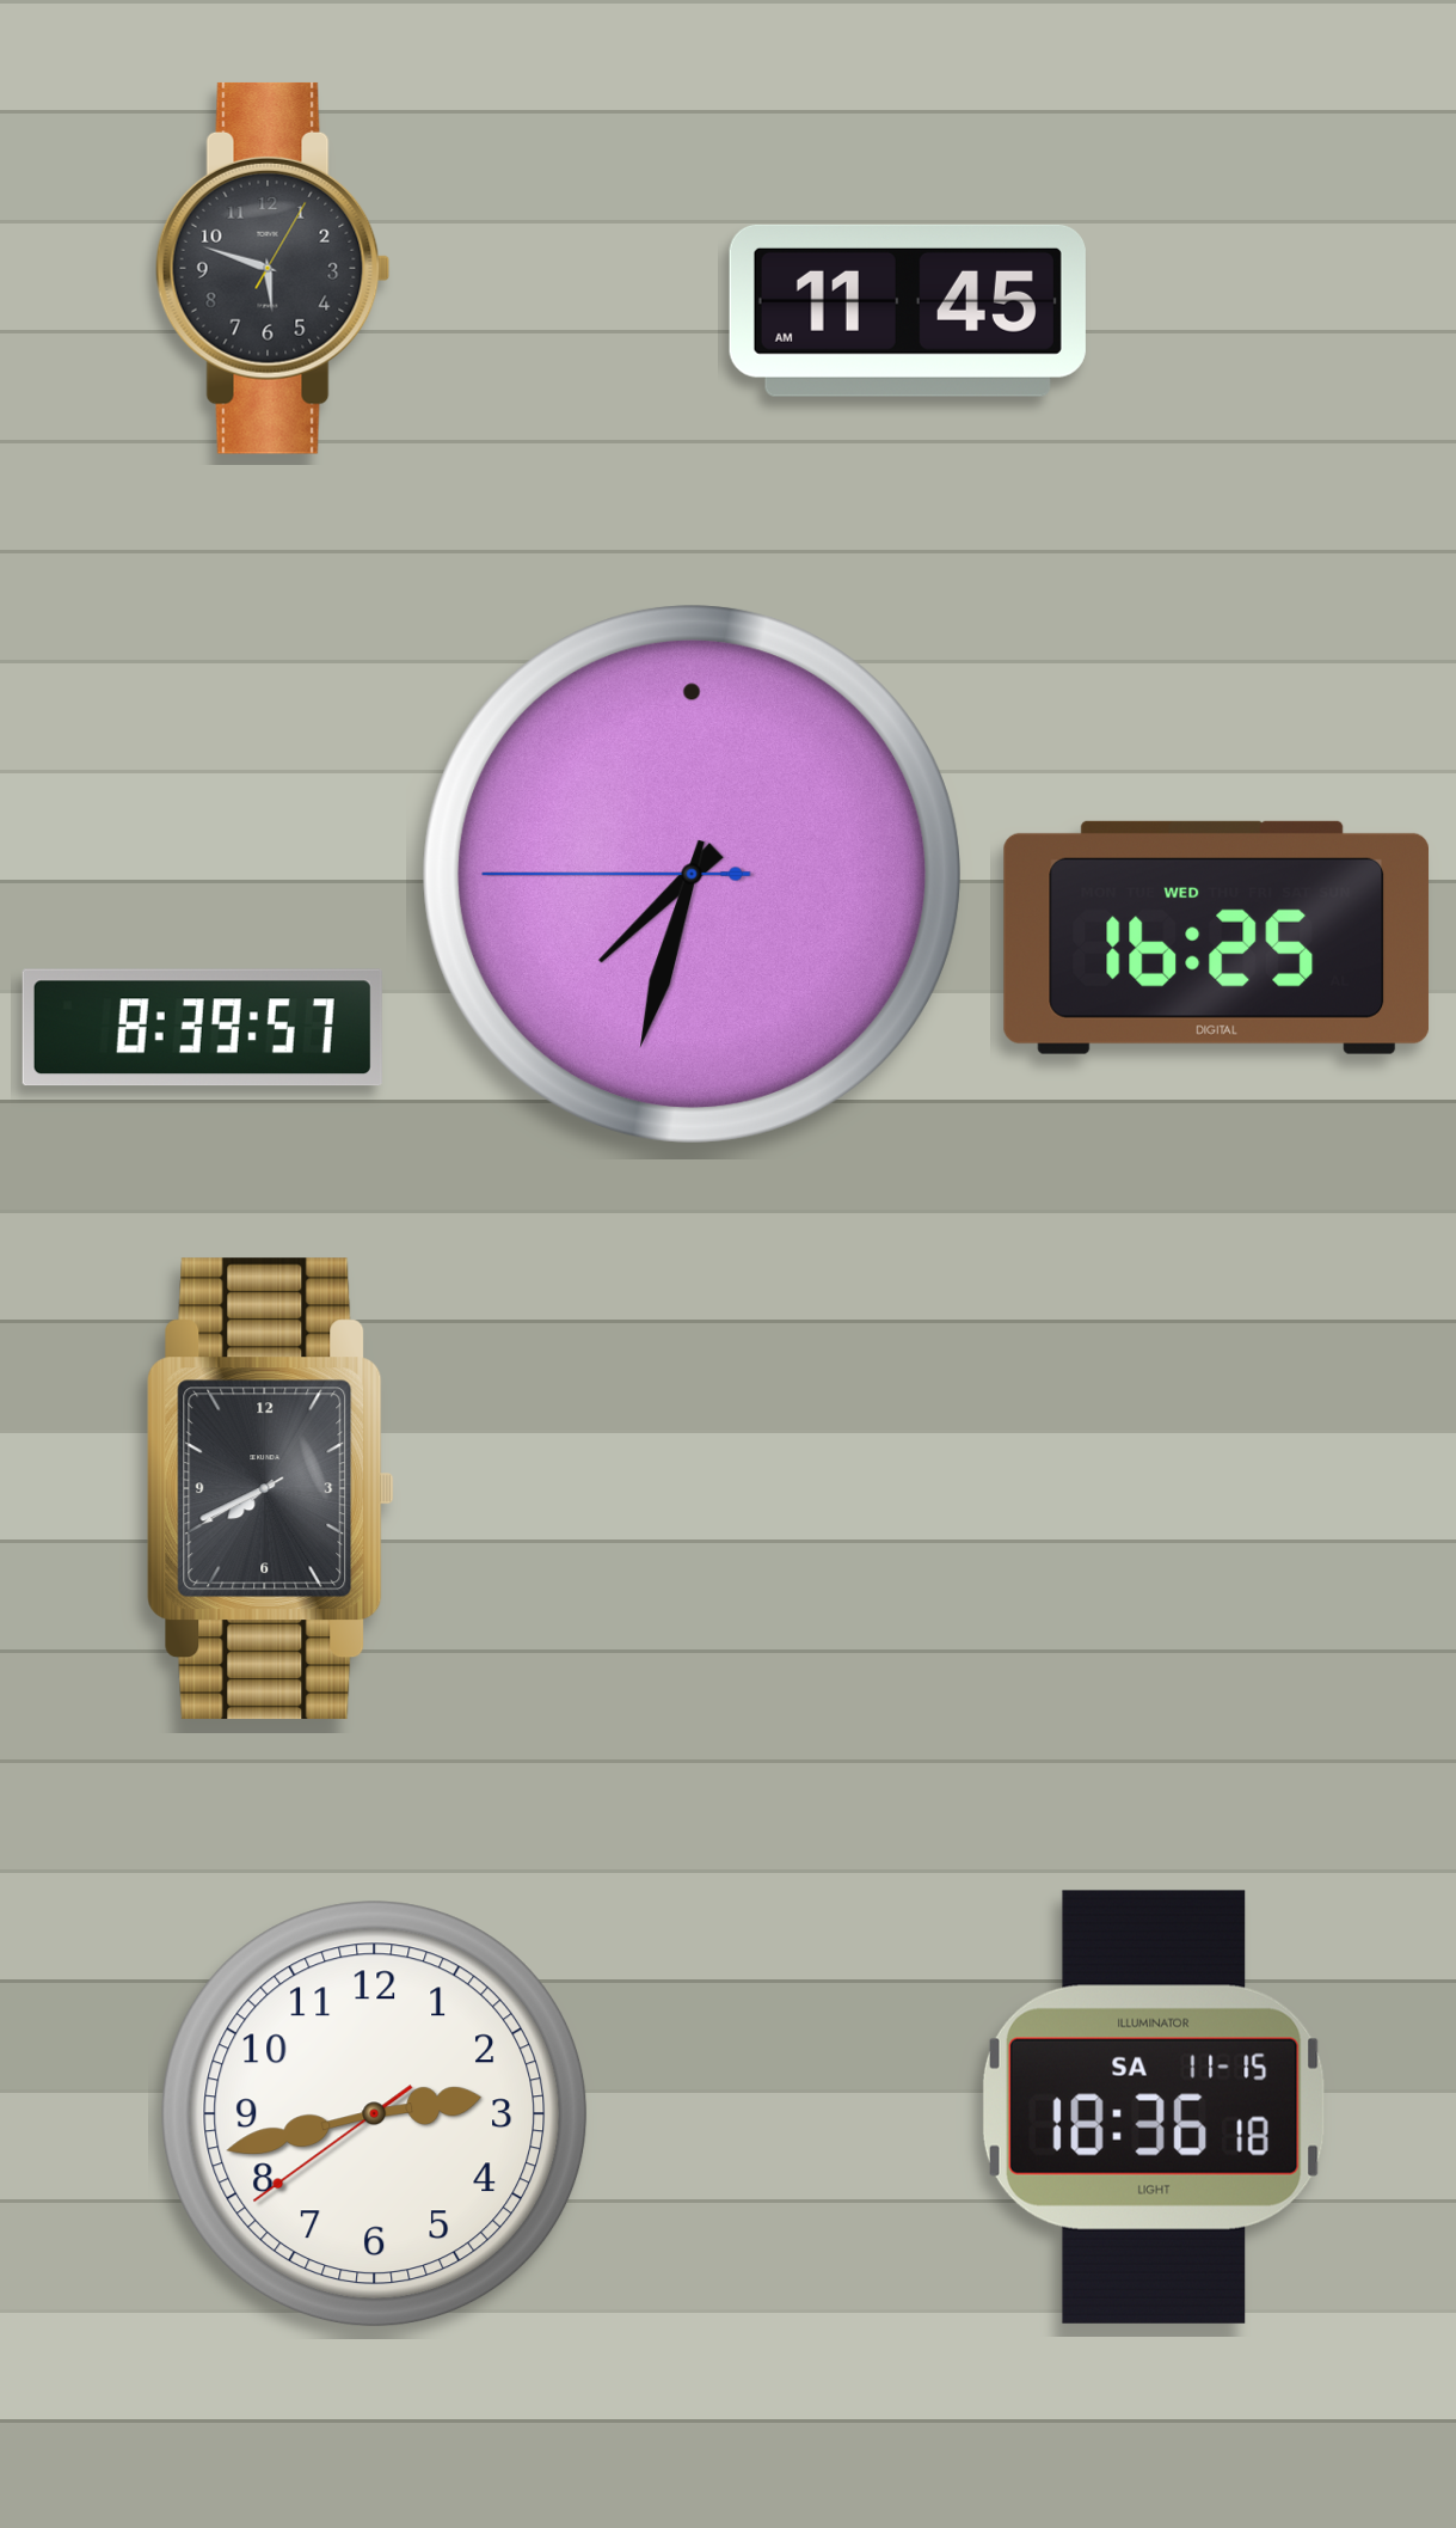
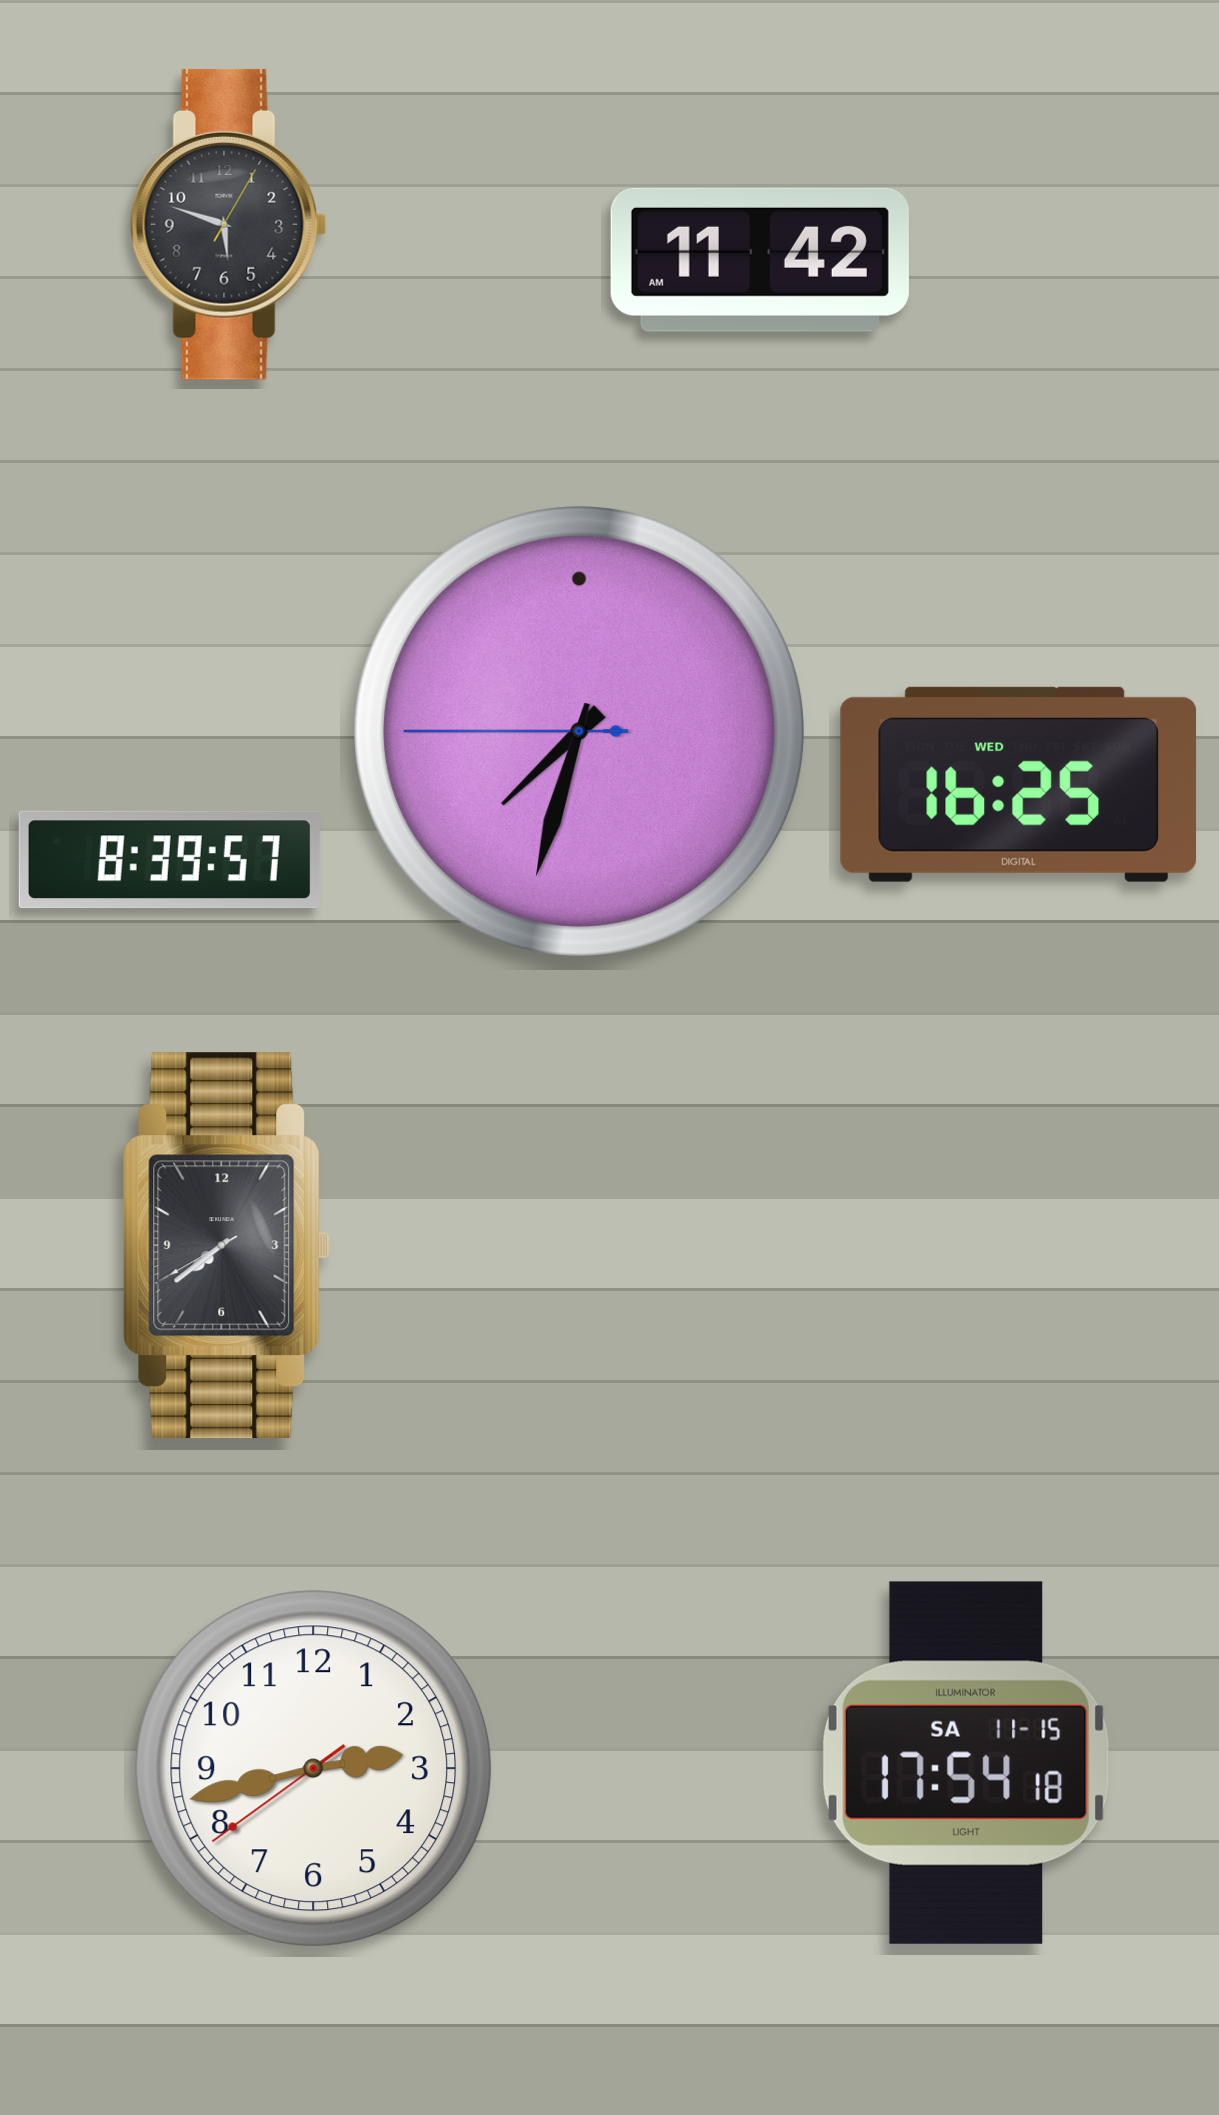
clock at (908, 311): 11:45 -> 11:42
clock at (270, 1489): 7:40 -> 7:38
clock at (1154, 2107): 18:36 -> 17:54
